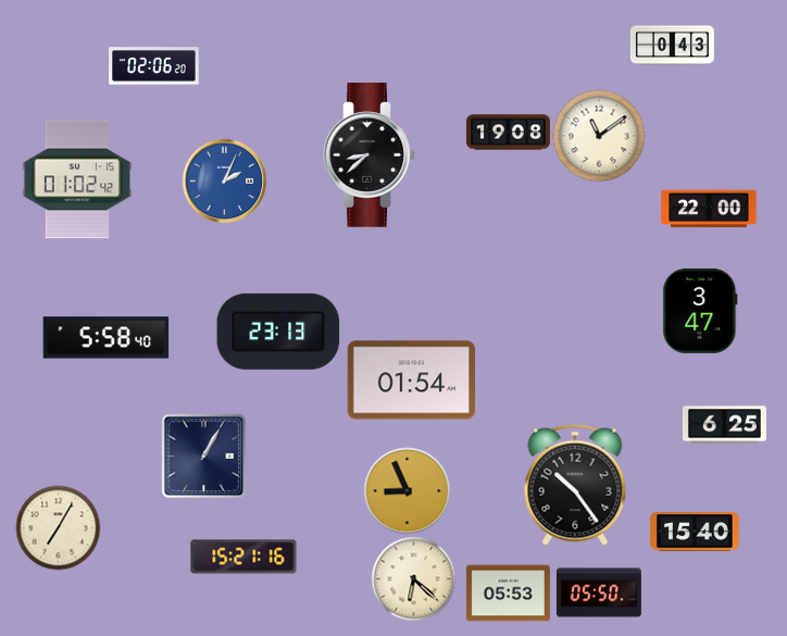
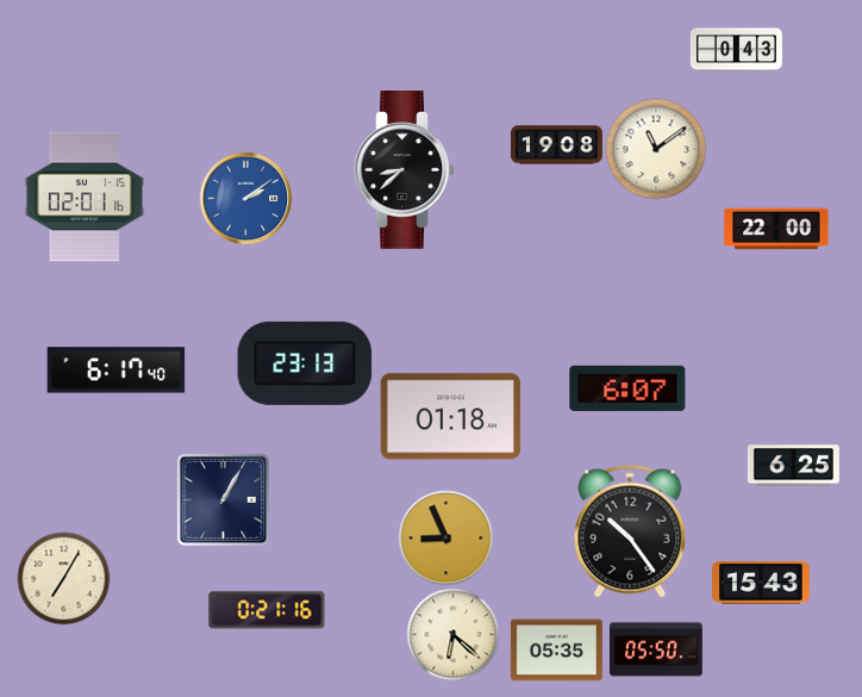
clock at (154, 66): 02:06 -> none
clock at (77, 179): 01:02 -> 02:01
clock at (224, 180): 2:04 -> 2:09
clock at (700, 311): 3:47 -> none
clock at (107, 338): 5:58 -> 6:17
clock at (627, 388): none -> 6:07
clock at (412, 381): 01:54 -> 01:18
clock at (695, 532): 15:40 -> 15:43
clock at (243, 557): 15:21 -> 0:21
clock at (508, 594): 05:53 -> 05:35
